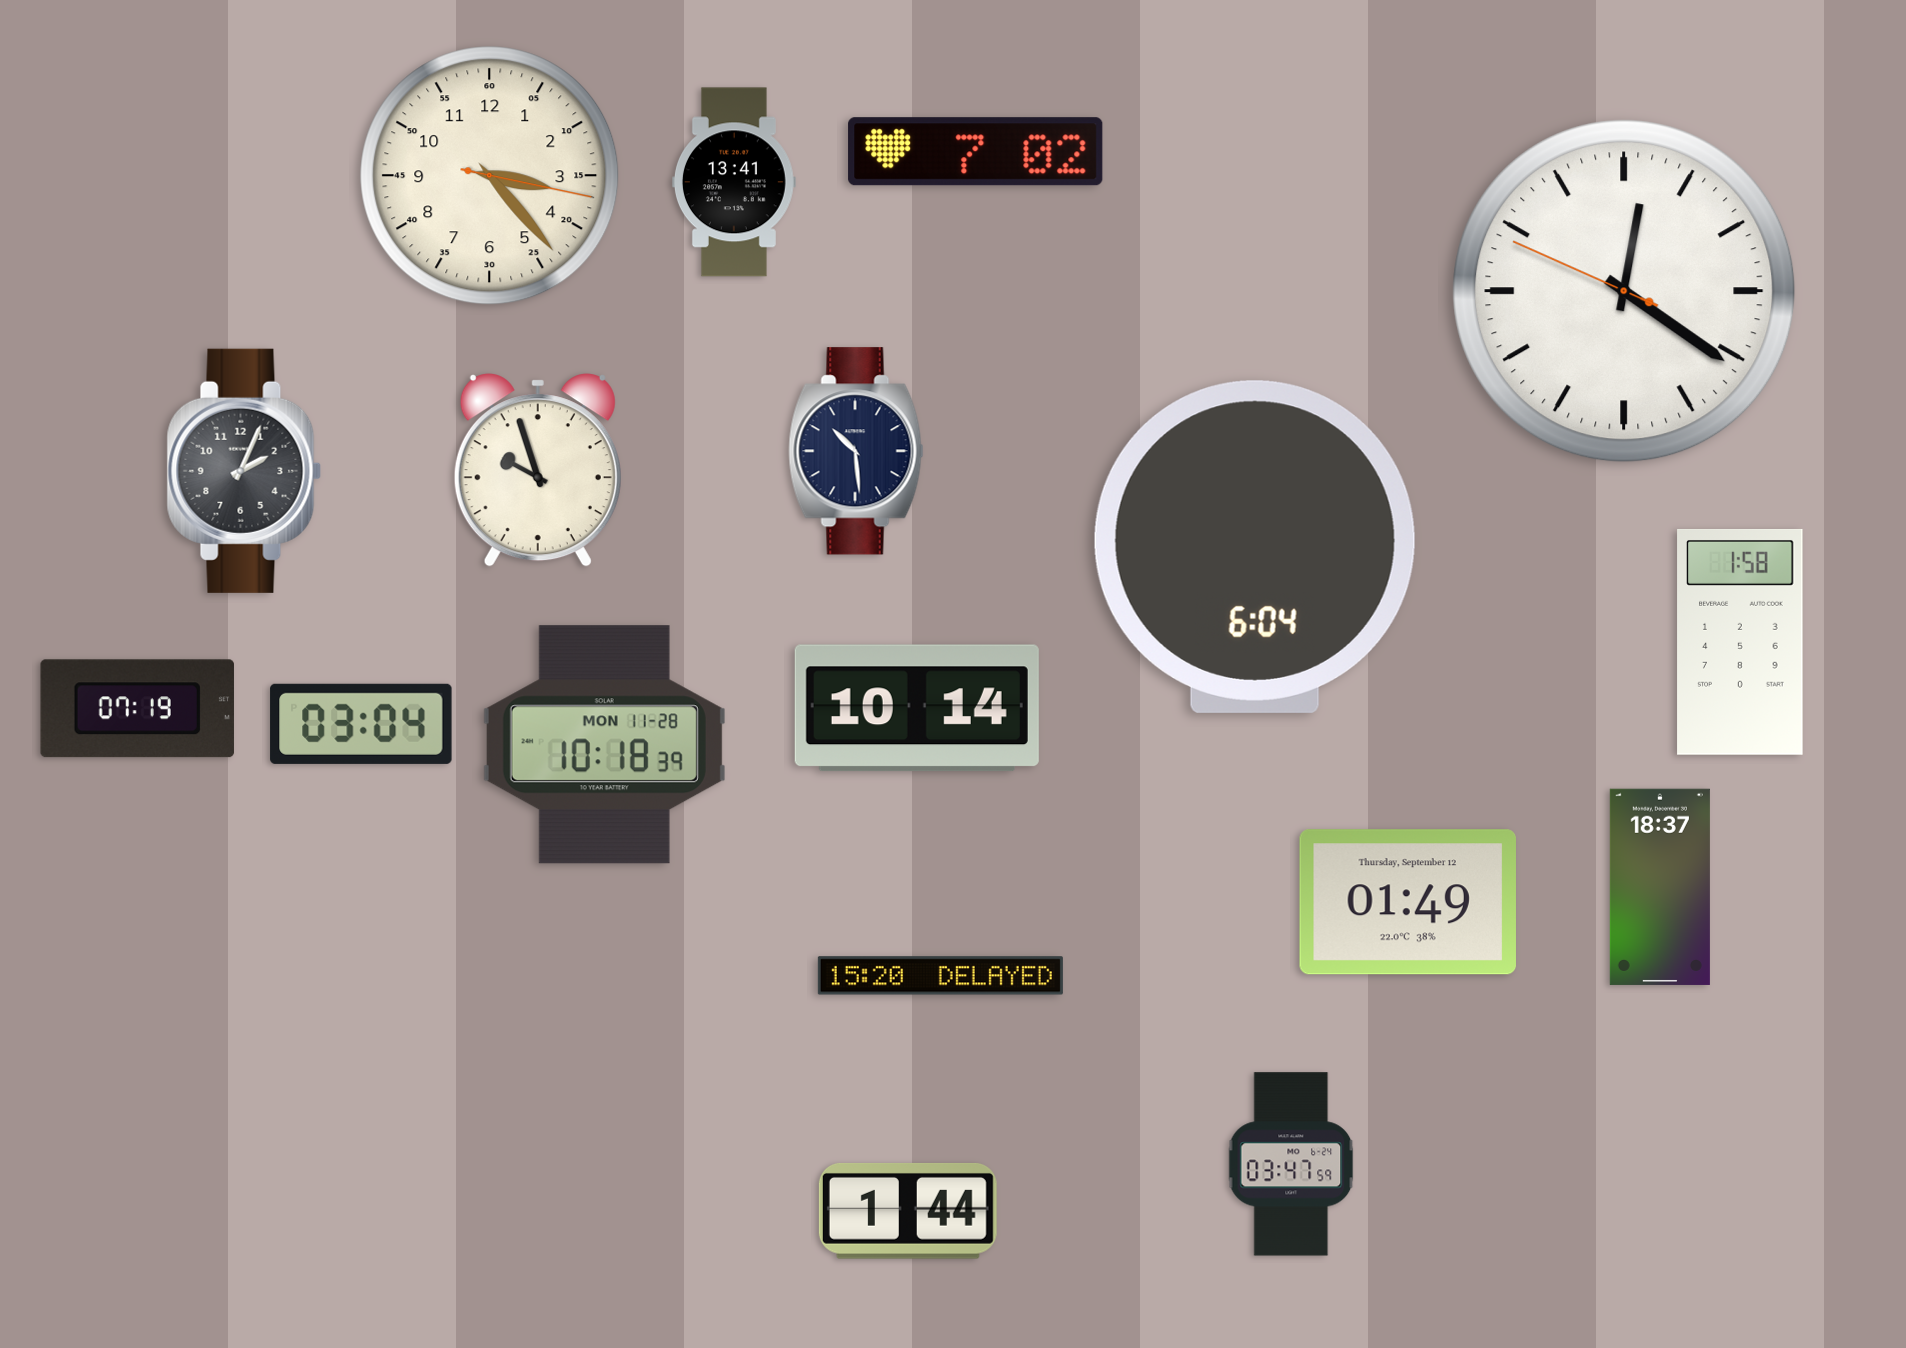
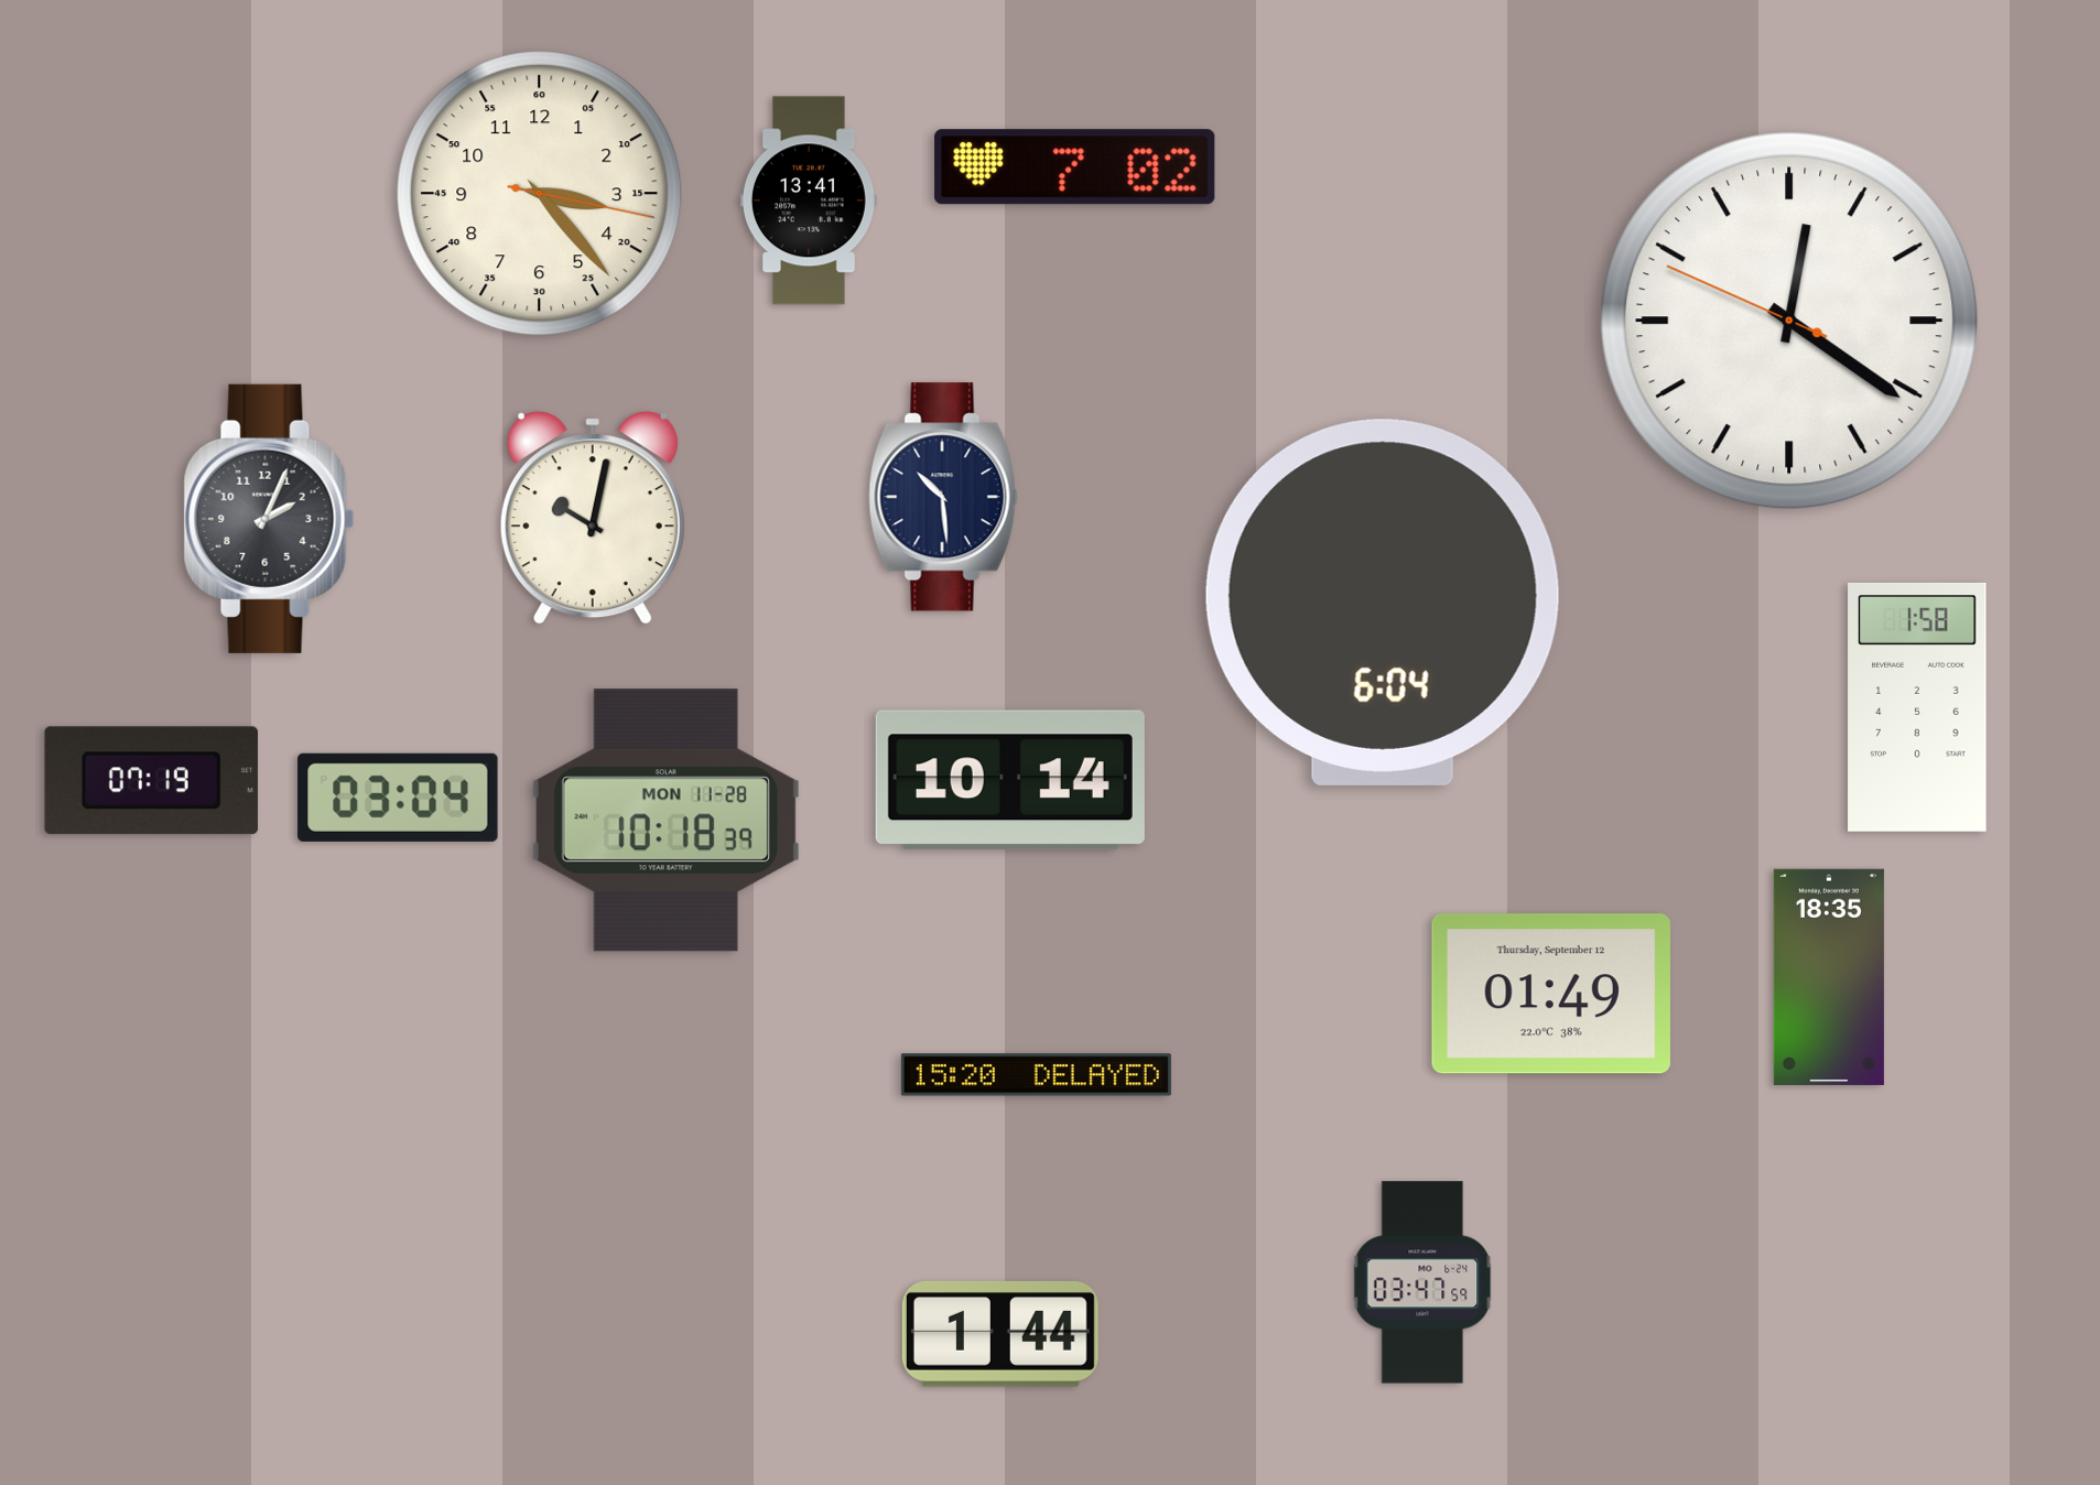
clock at (538, 470): 9:57 -> 10:02
clock at (1660, 887): 18:37 -> 18:35
